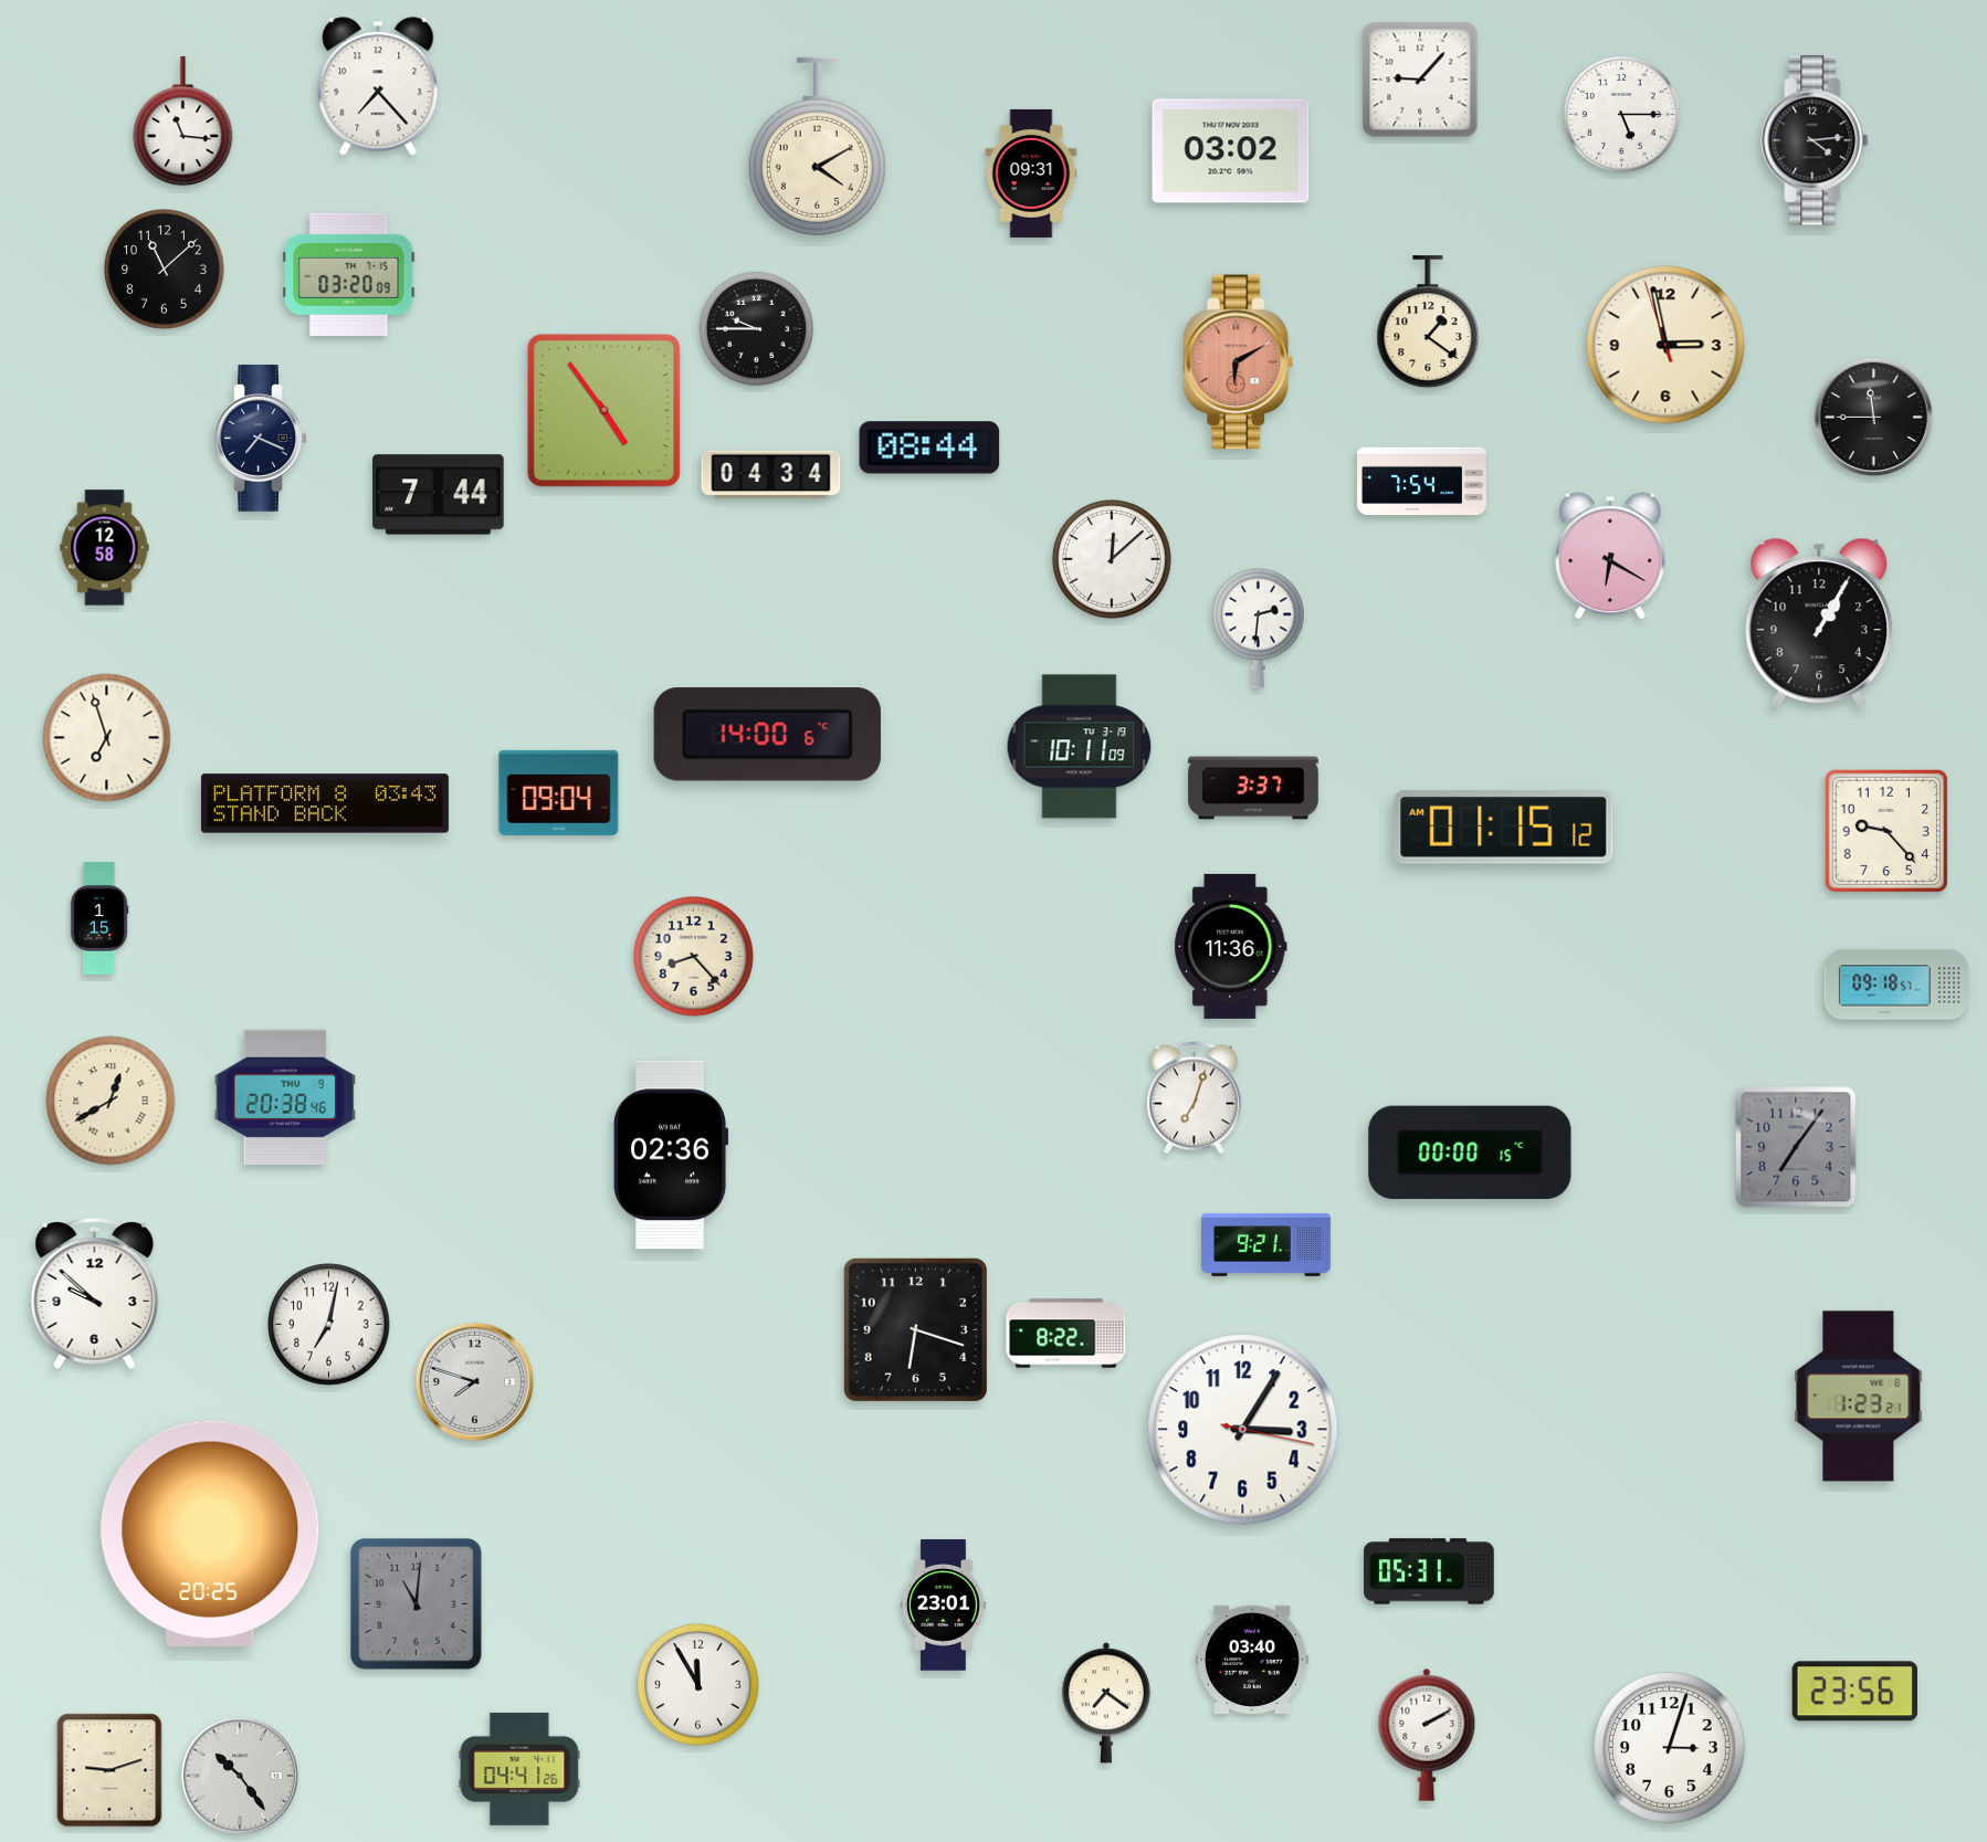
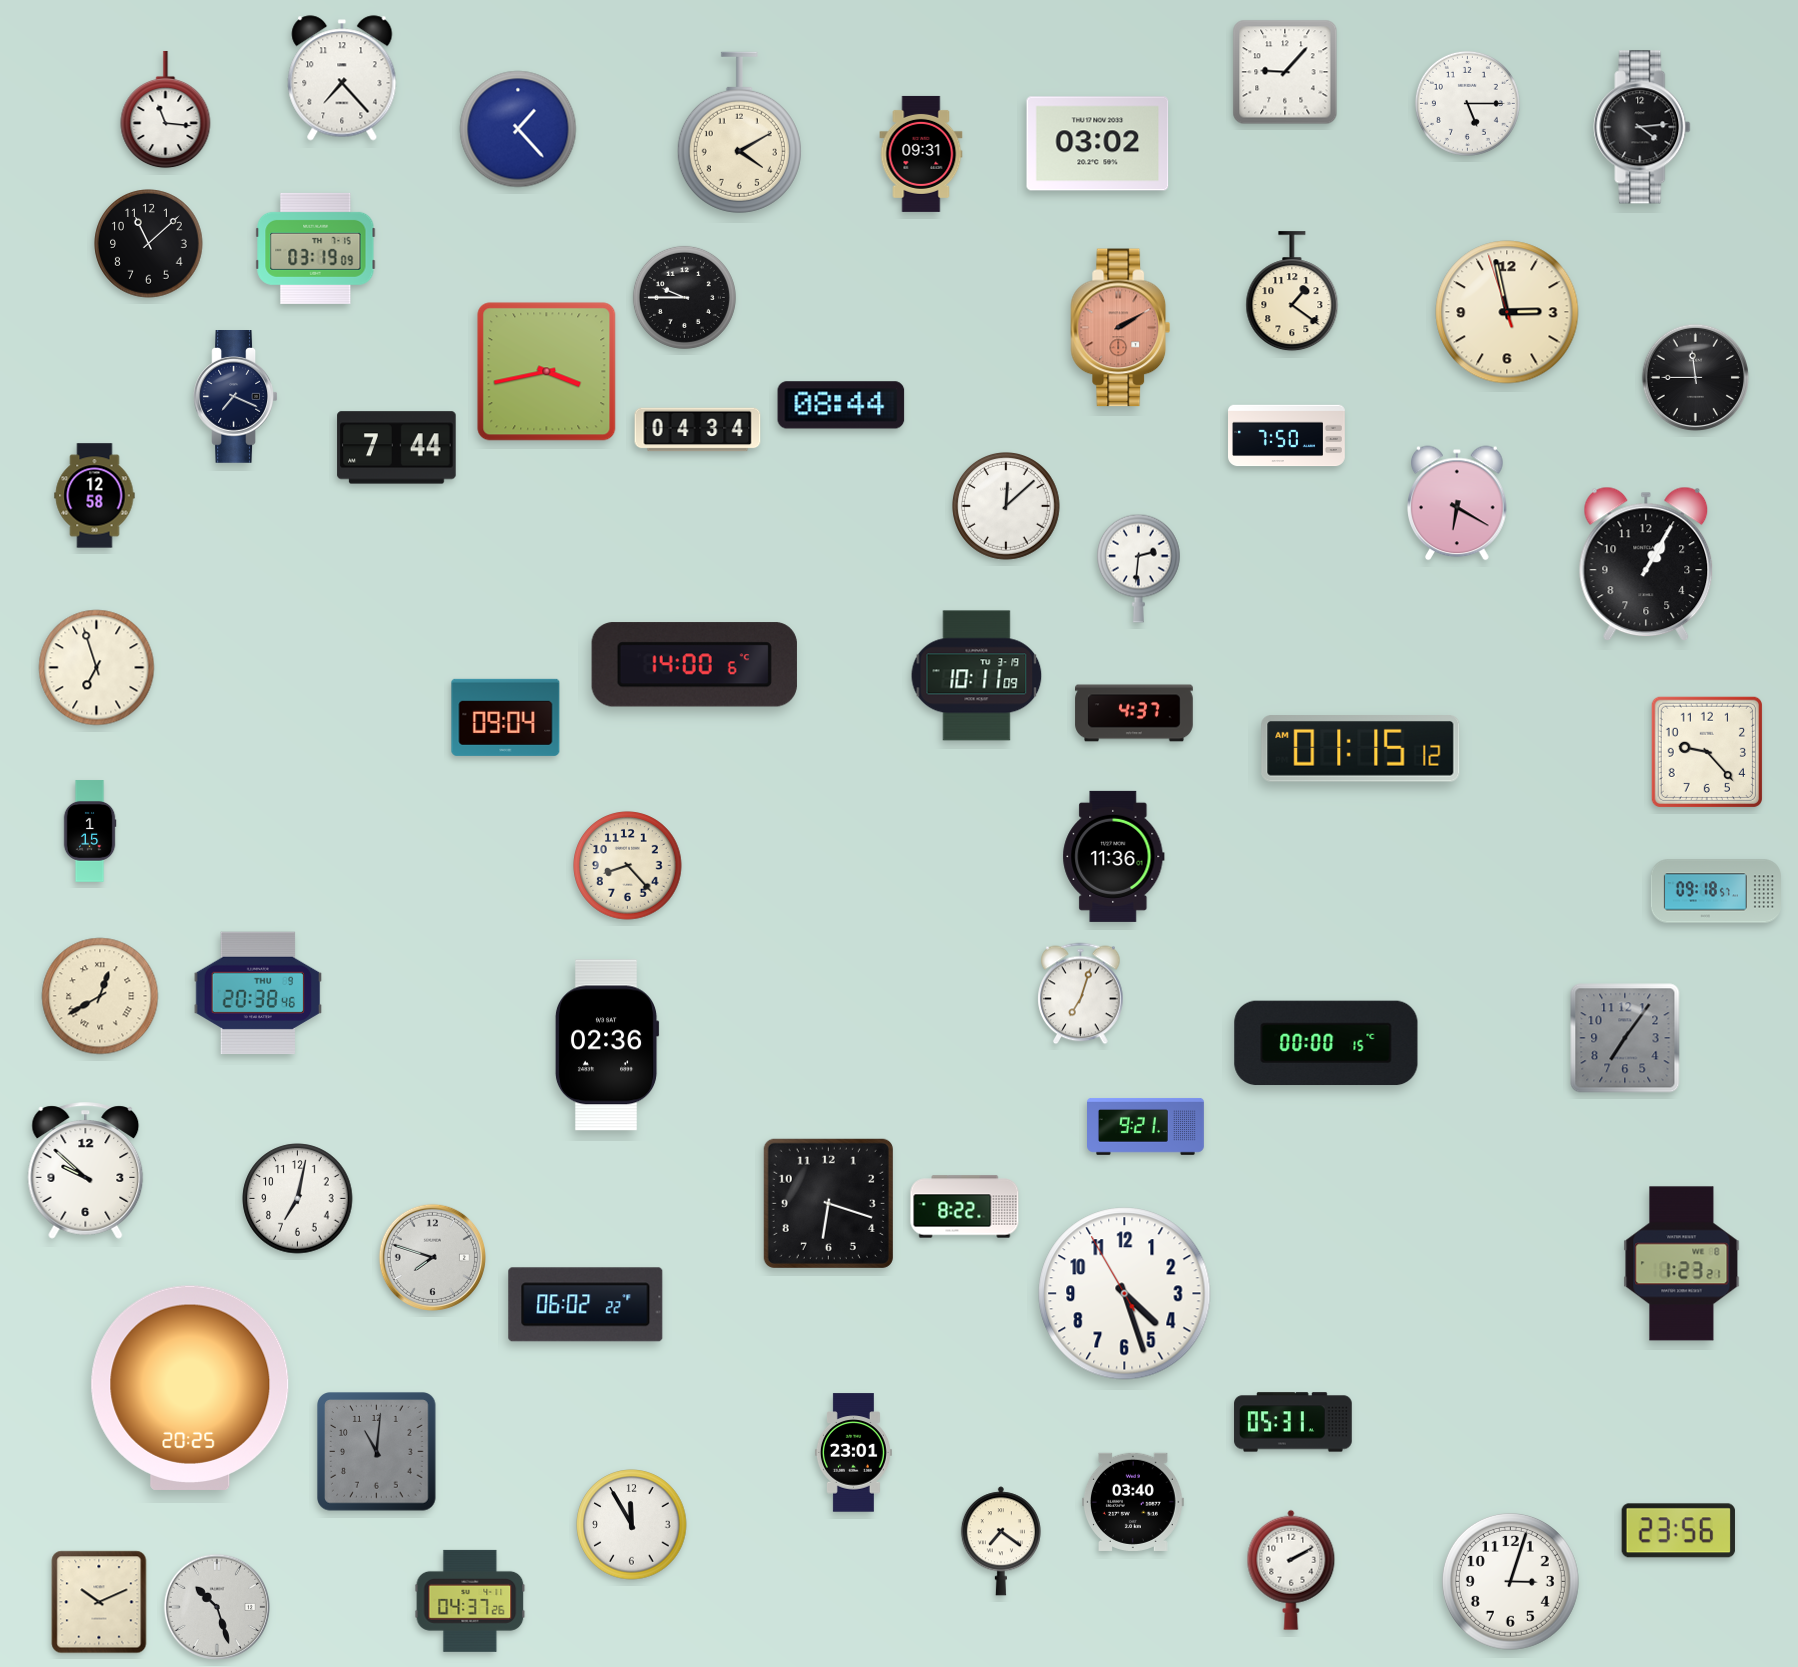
clock at (518, 129): none -> 1:23
clock at (1231, 151) position: (1231, 151) -> (1098, 144)
clock at (1031, 173) position: (1031, 173) -> (921, 154)
clock at (349, 274): 03:20 -> 03:19
clock at (1239, 362): 6:10 -> 2:10
clock at (604, 411): 4:54 -> 3:43
clock at (1422, 482): 7:54 -> 7:50
clock at (1253, 788): 3:37 -> 4:37
clock at (325, 803): 03:43 -> none
clock at (1470, 1152) position: (1470, 1152) -> (1326, 1043)
clock at (474, 1381) position: (474, 1381) -> (432, 1257)
clock at (1243, 1430): 3:05 -> 4:26
clock at (586, 1305): none -> 06:02
clock at (519, 1769): 04:41 -> 04:37
clock at (109, 1770): 9:12 -> 10:11
clock at (239, 1775): 10:24 -> 10:27
